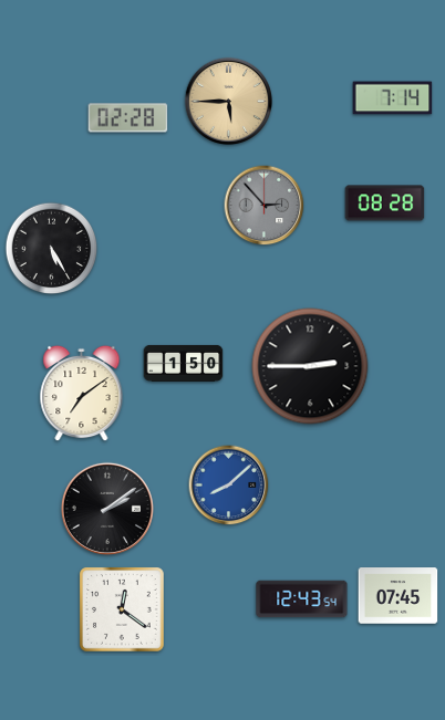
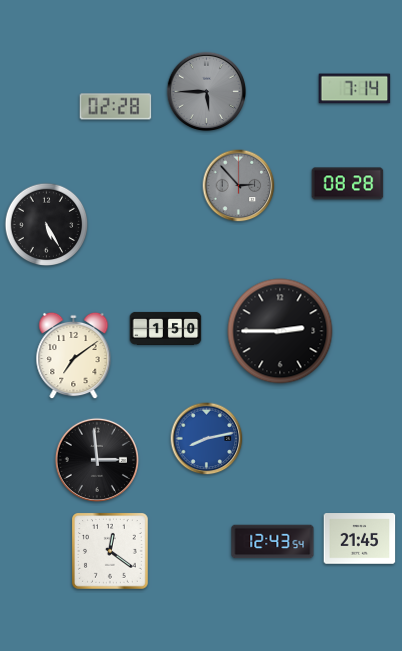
clock at (229, 102) dial: champagne -> grey
clock at (229, 486): 8:08 -> 8:13
clock at (107, 509): 2:09 -> 2:59
clock at (399, 596): 07:45 -> 21:45
